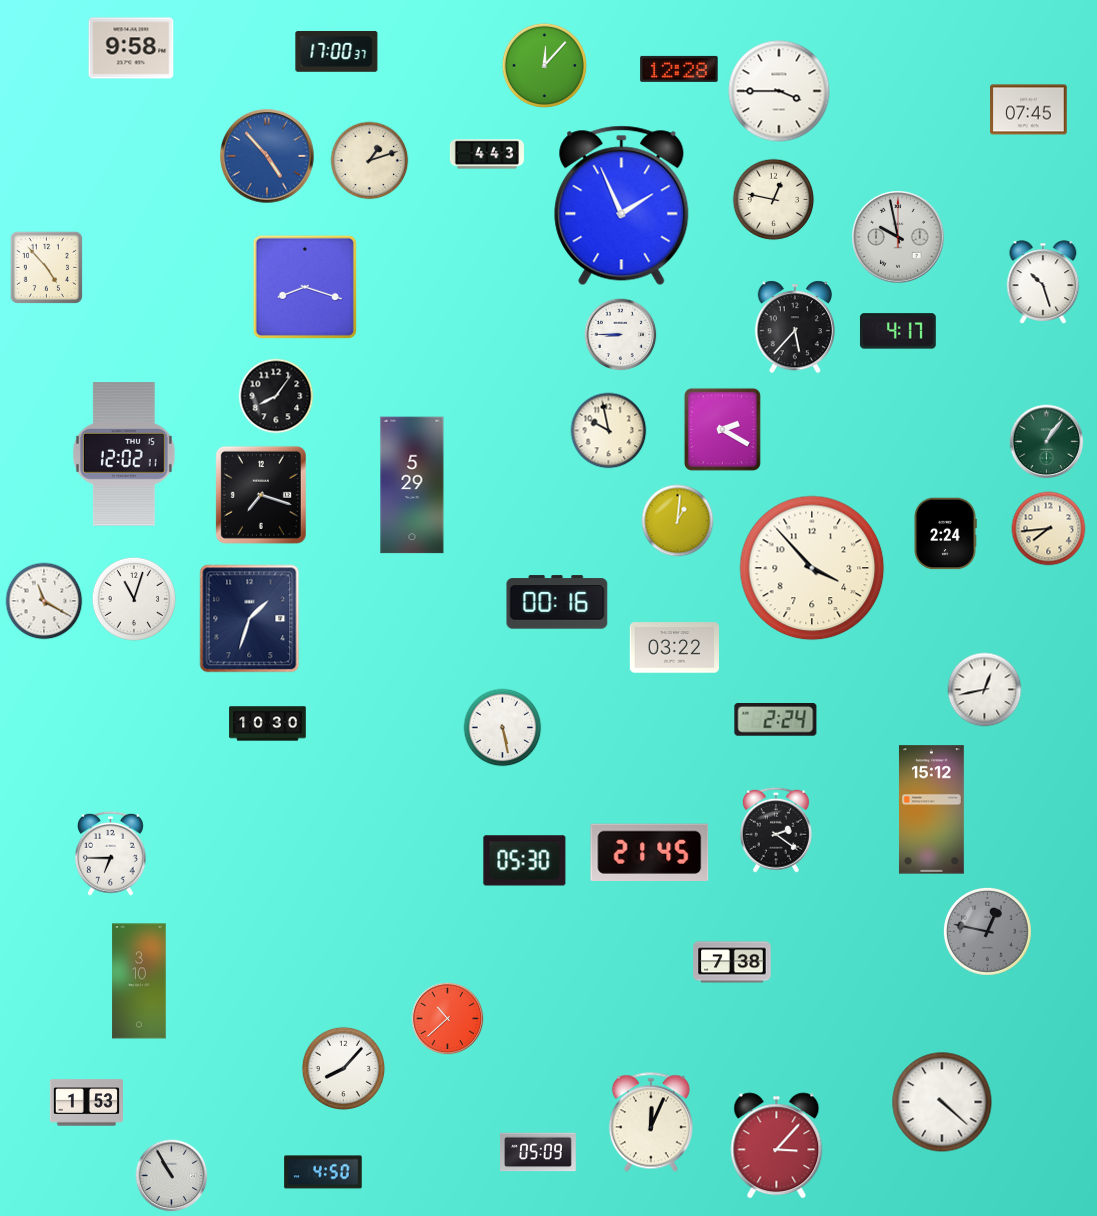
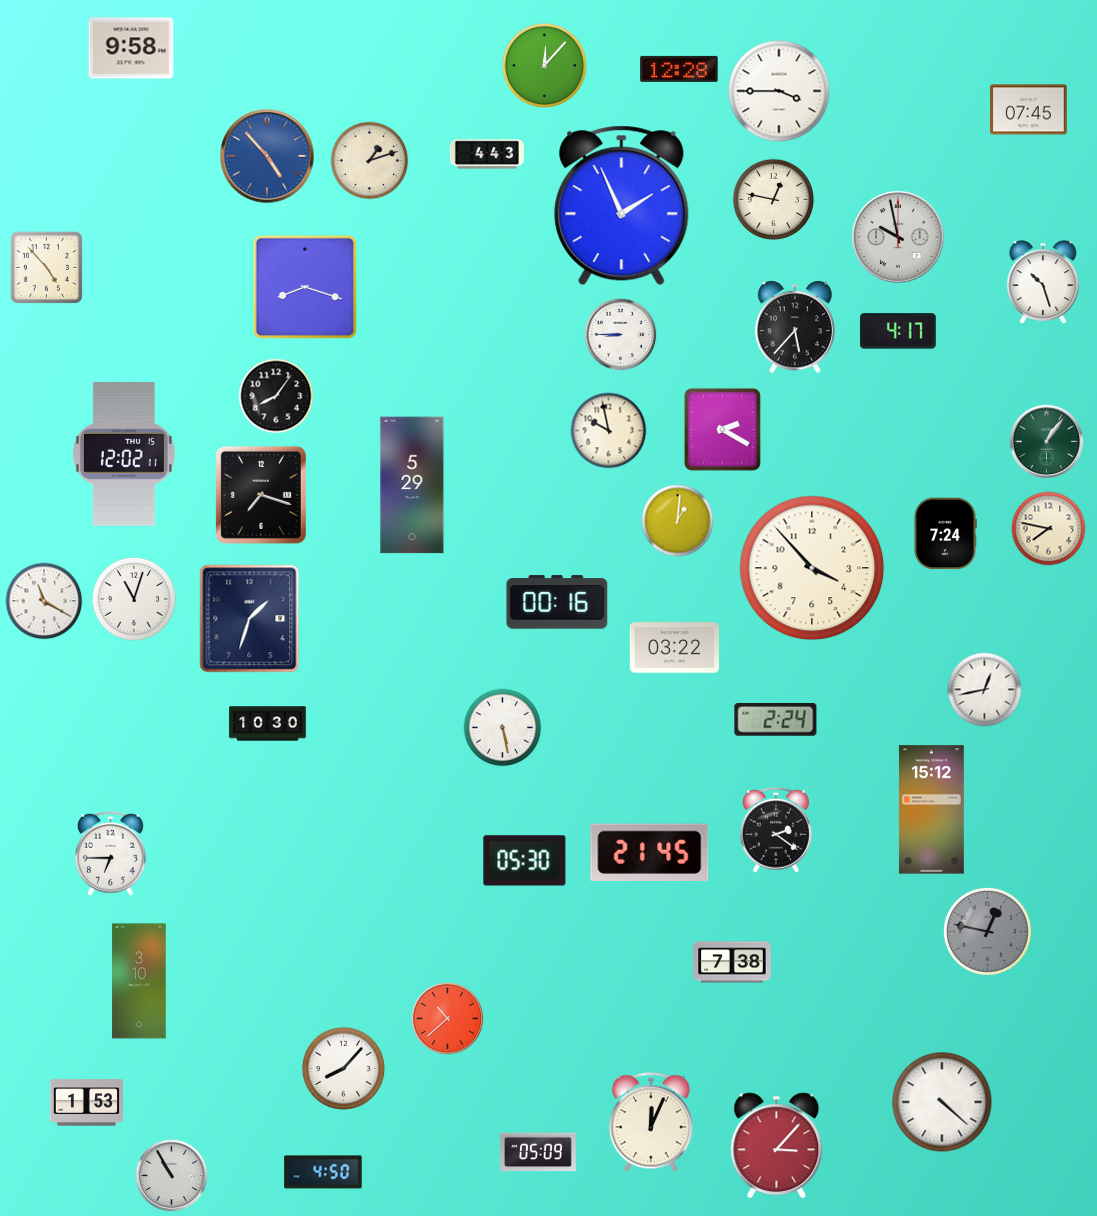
clock at (337, 52): 17:00 -> none
clock at (1049, 529): 7:44 -> 7:47
clock at (945, 534): 2:24 -> 7:24
